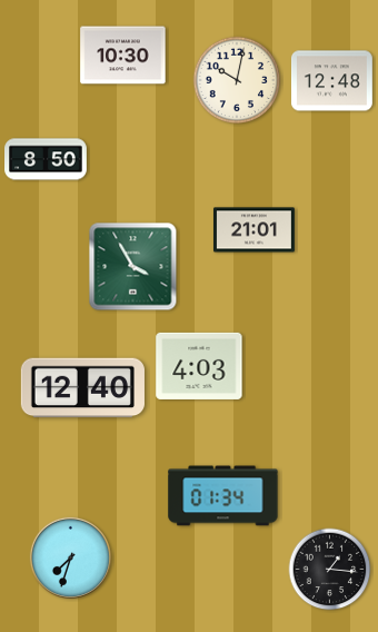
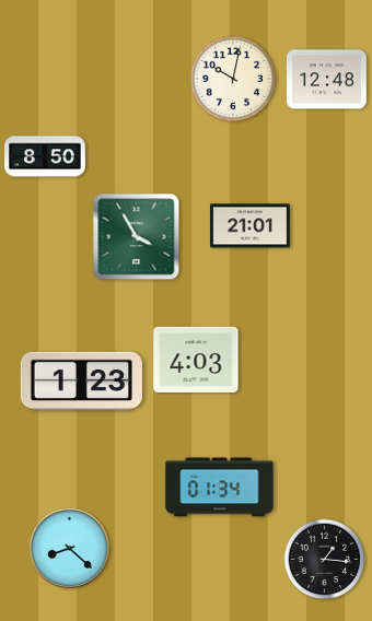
clock at (123, 56): 10:30 -> none
clock at (133, 267) position: (133, 267) -> (137, 237)
clock at (82, 388): 12:40 -> 1:23
clock at (70, 557): 7:33 -> 8:22
